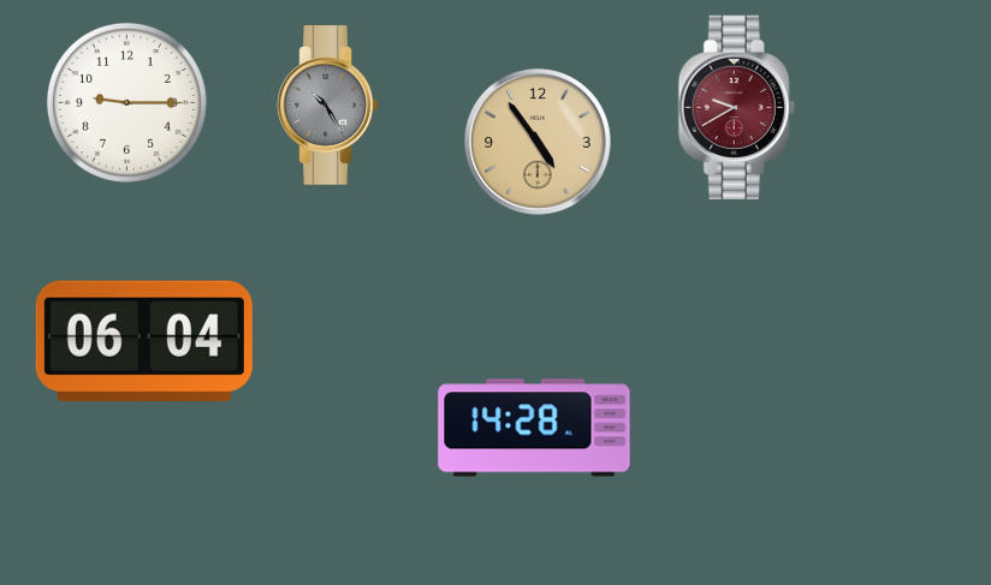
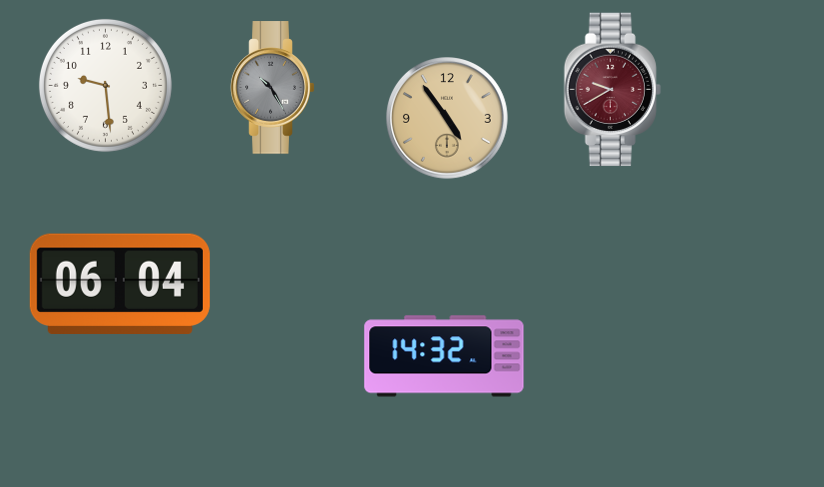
clock at (126, 102): 9:15 -> 9:29
clock at (534, 428): 14:28 -> 14:32
